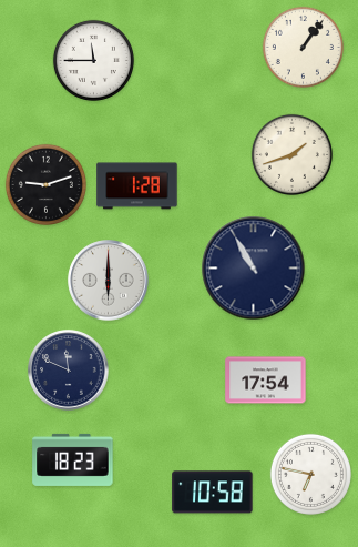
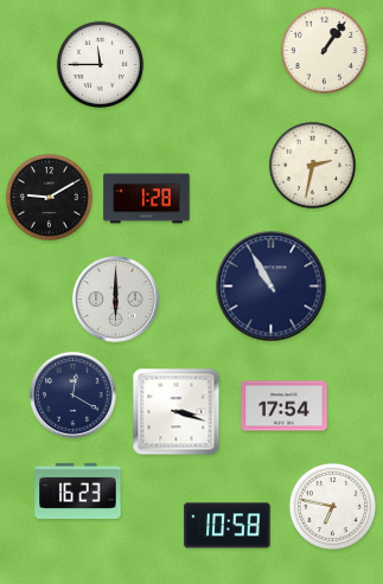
clock at (291, 154): 1:42 -> 2:32
clock at (45, 184): 9:12 -> 9:10
clock at (69, 371): 11:49 -> 12:20
clock at (177, 412): none -> 3:18
clock at (73, 459): 18:23 -> 16:23
